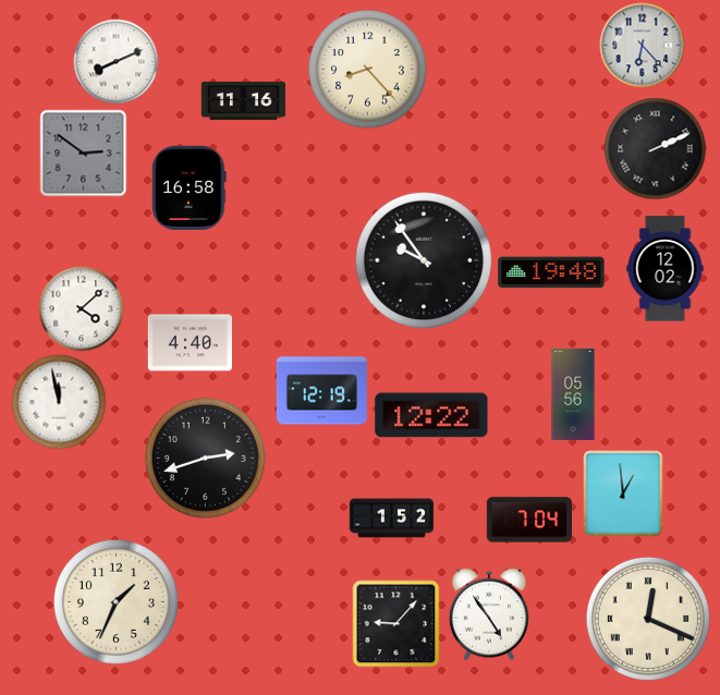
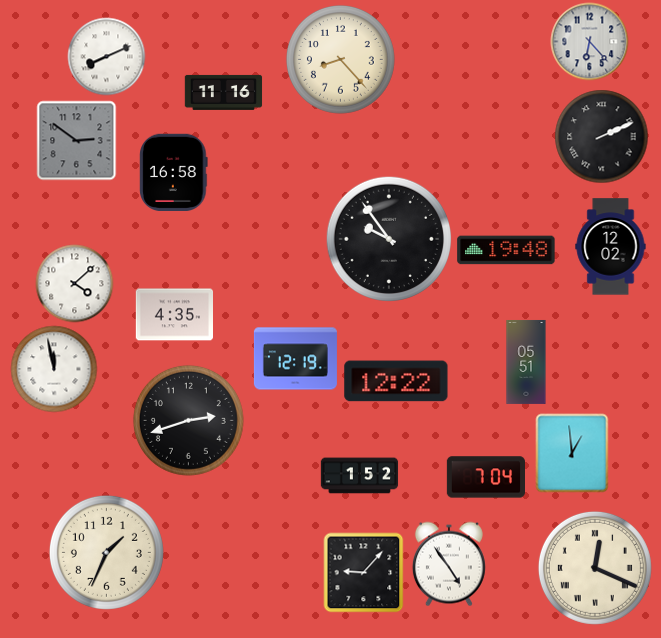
clock at (367, 69) position: (367, 69) -> (340, 59)
clock at (190, 343): 4:40 -> 4:35
clock at (573, 394): 05:56 -> 05:51
